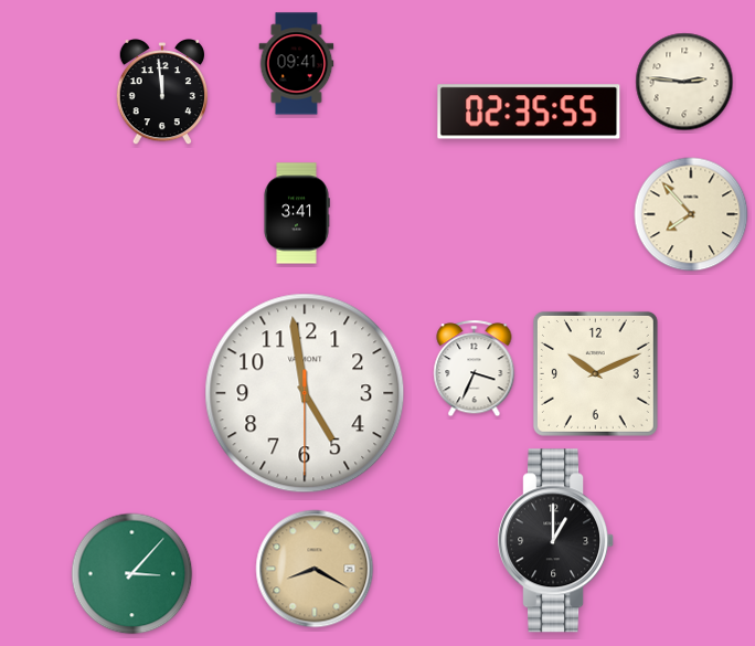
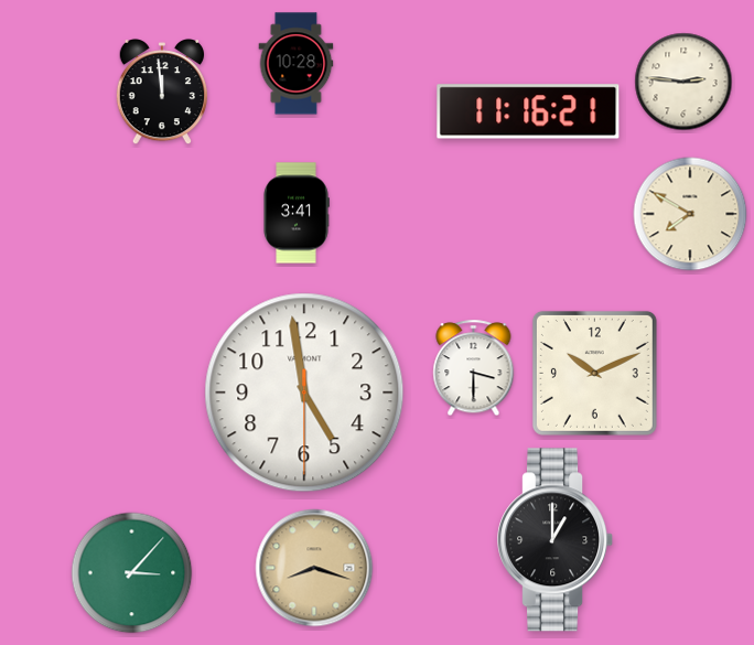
clock at (297, 64): 09:41 -> 10:28
clock at (529, 112): 02:35 -> 11:16
clock at (691, 214): 7:53 -> 7:50
clock at (475, 369): 3:34 -> 3:30
clock at (315, 569): 8:20 -> 8:18
